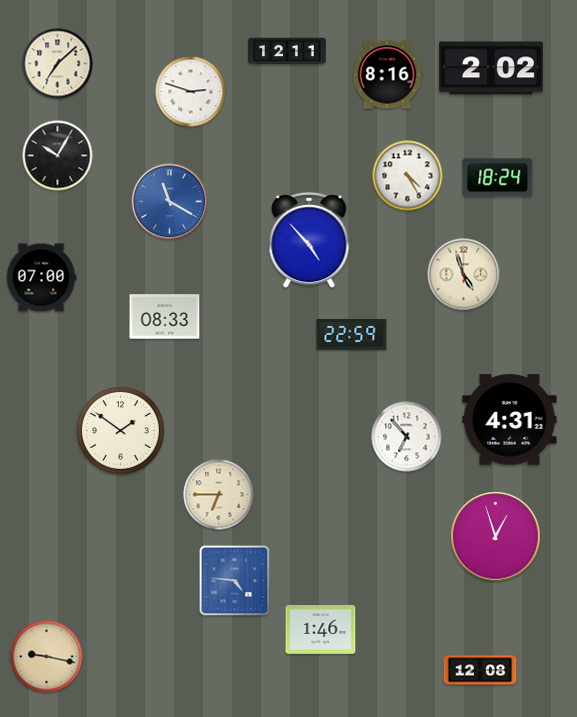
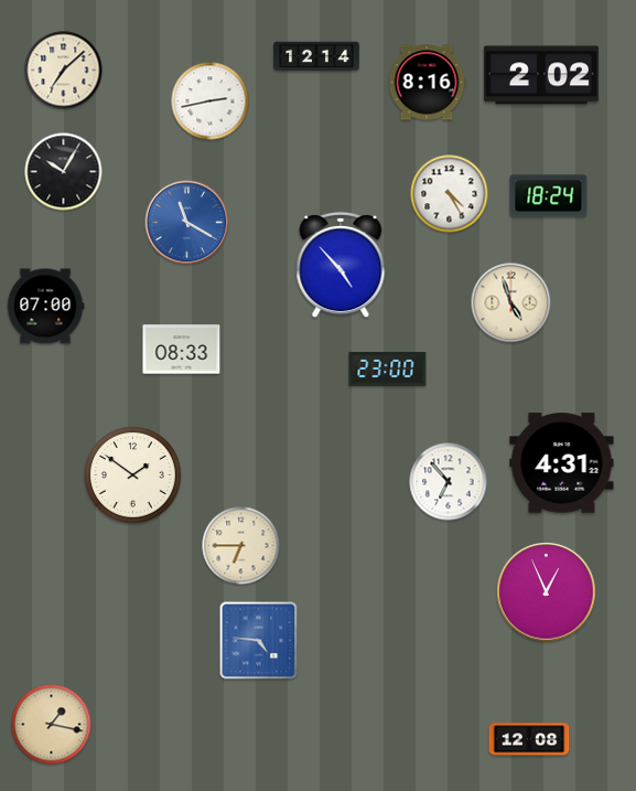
clock at (287, 51): 12:11 -> 12:14
clock at (191, 92): 2:48 -> 2:43
clock at (352, 334): 22:59 -> 23:00
clock at (496, 537): 12:57 -> 12:56
clock at (321, 630): 1:46 -> none
clock at (47, 657): 9:17 -> 1:17
